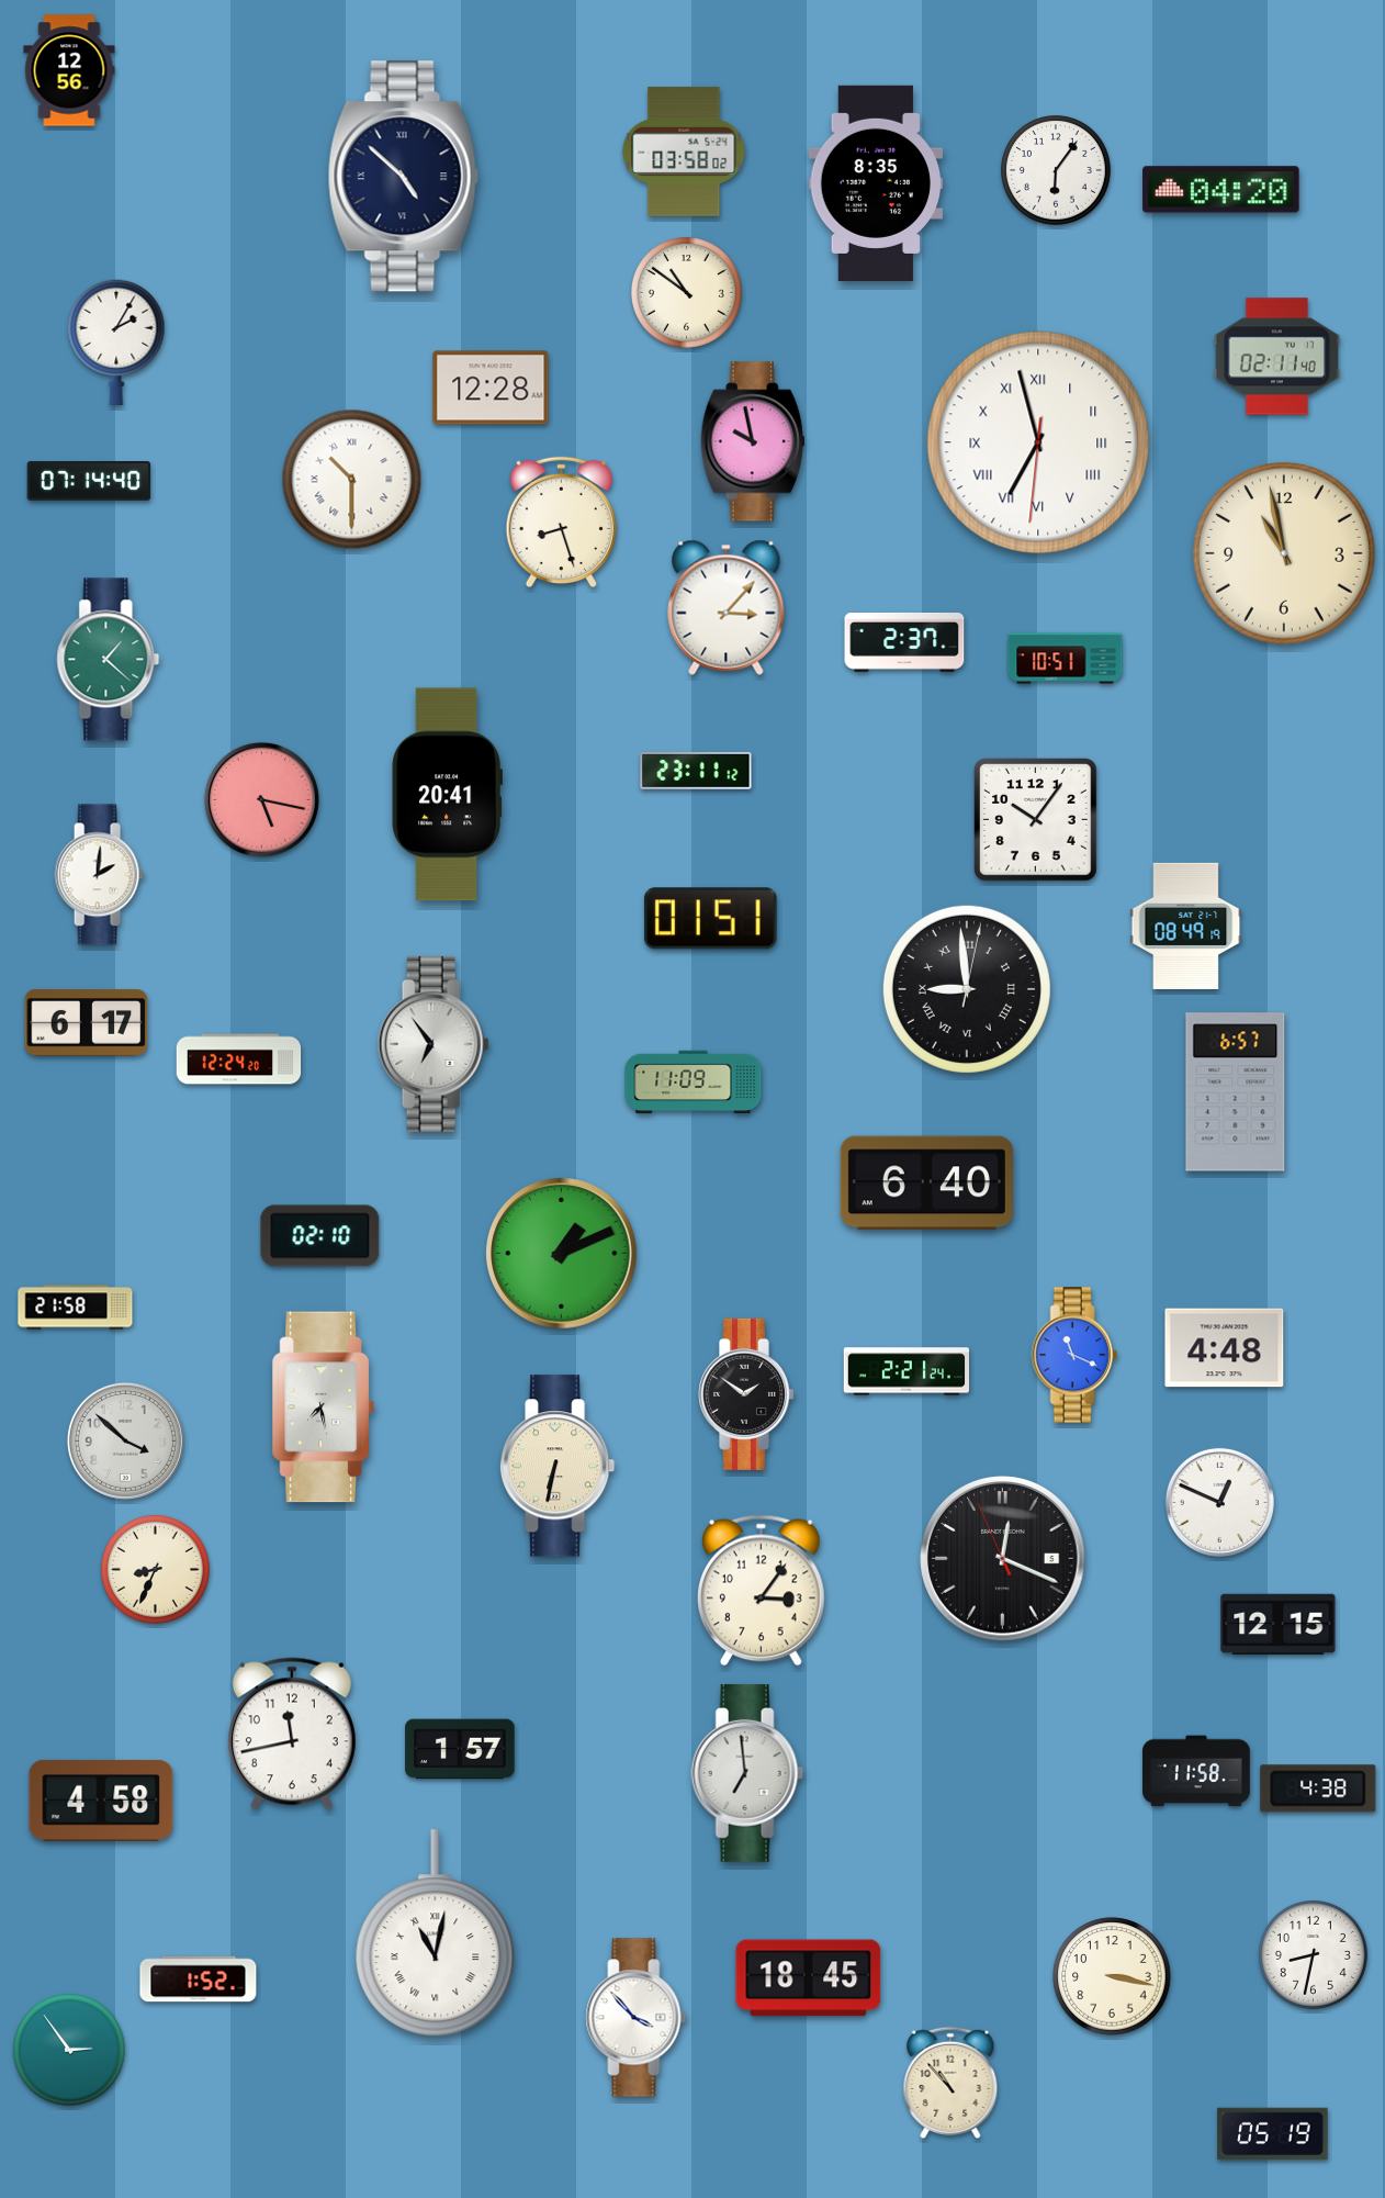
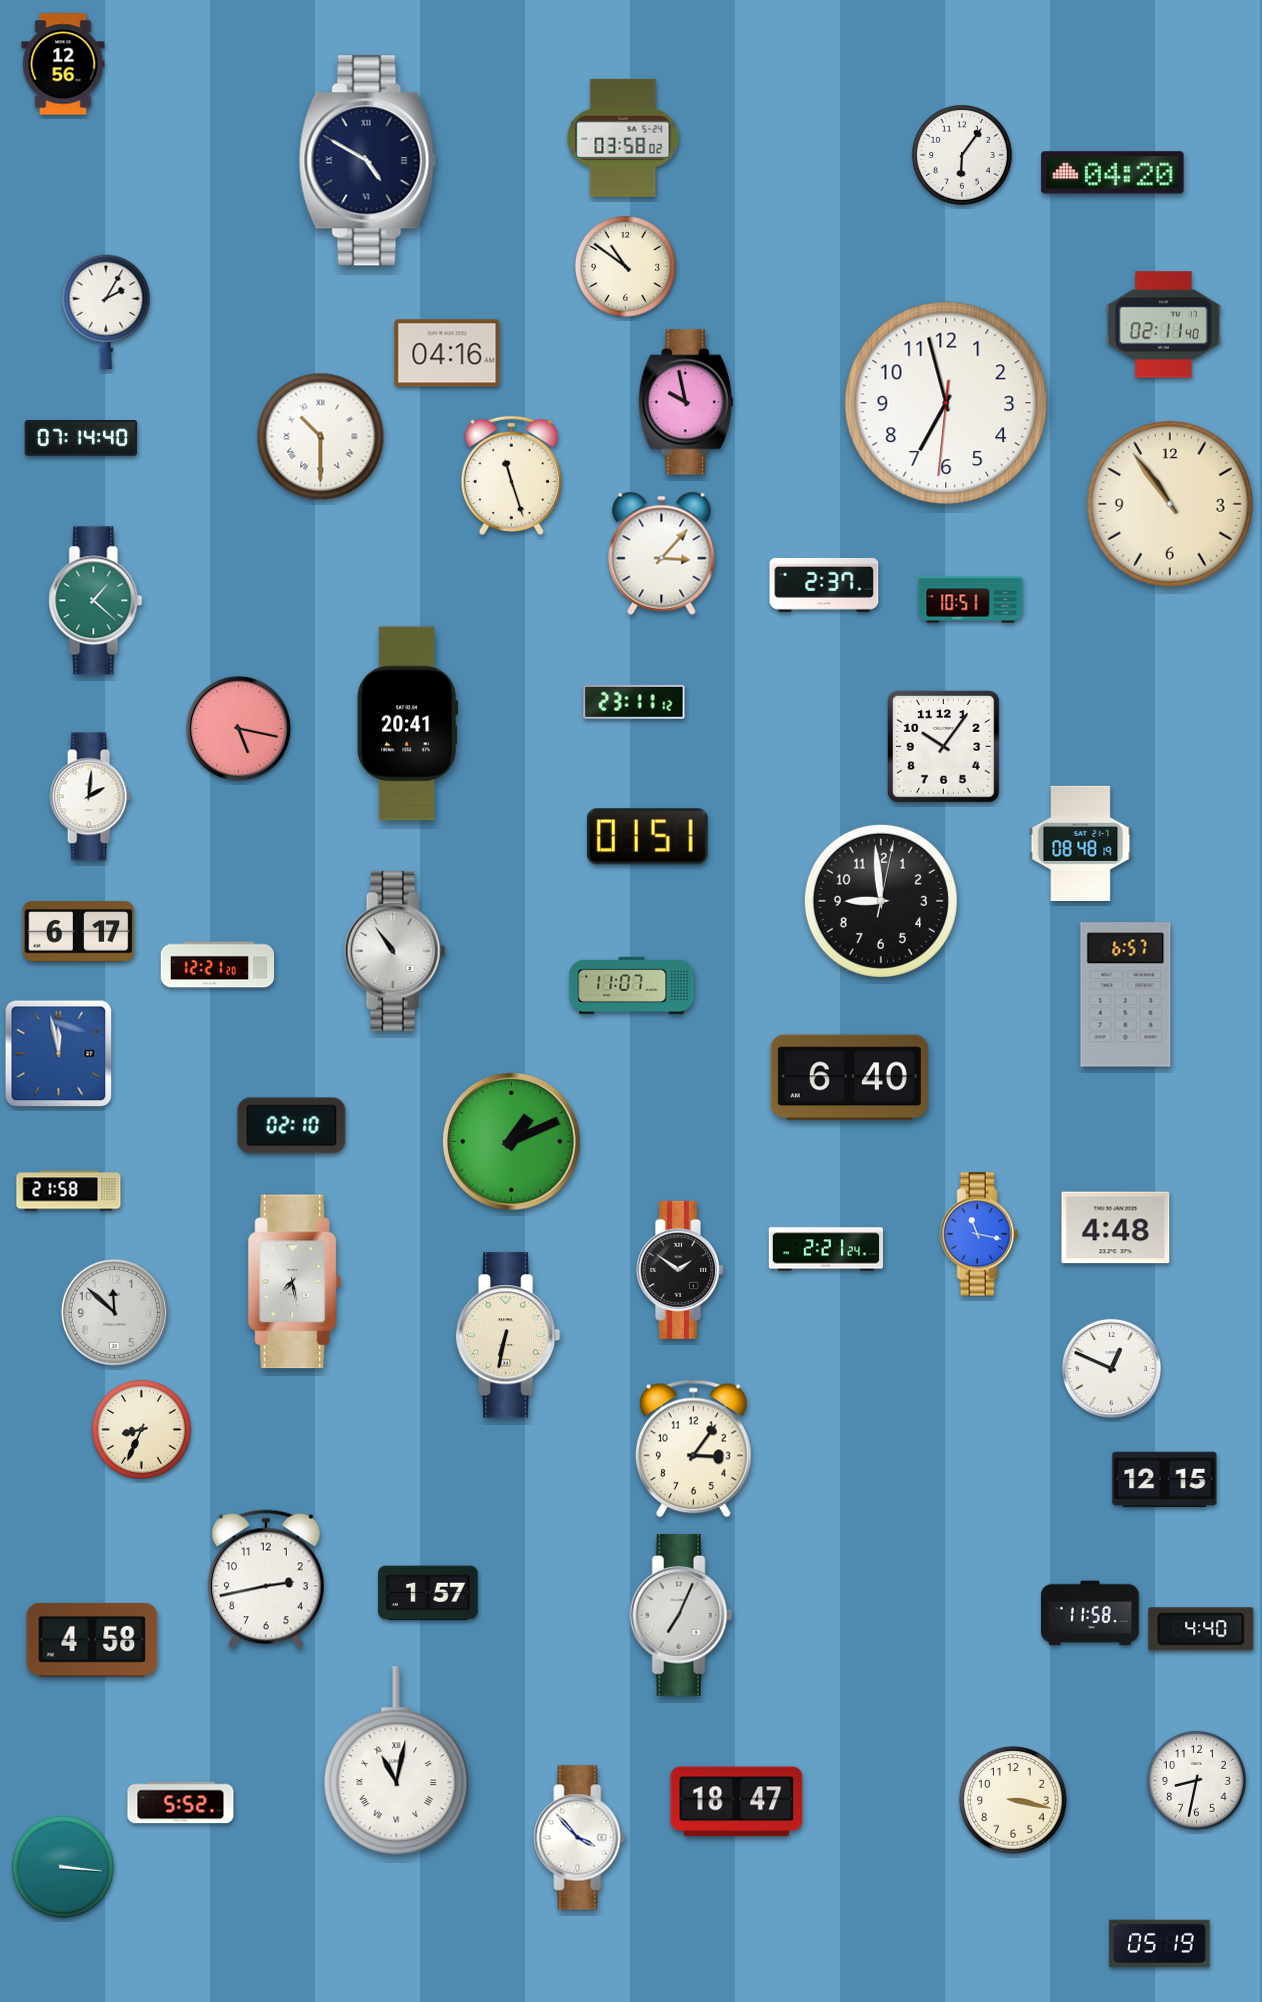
clock at (403, 177): 4:52 -> 4:50
clock at (876, 183): 8:35 -> none
clock at (491, 388): 12:28 -> 04:16
clock at (1038, 442) numerals: Roman -> Arabic
clock at (561, 523): 8:27 -> 11:27
clock at (1284, 553): 10:58 -> 10:54
clock at (109, 660) position: (109, 660) -> (96, 601)
clock at (1186, 926): 08:49 -> 08:48
clock at (967, 989) numerals: Roman -> Arabic
clock at (433, 1044): 6:54 -> 10:54
clock at (239, 1059): 12:24 -> 12:21
clock at (694, 1083): 11:09 -> 11:07
clock at (59, 1054): none -> 11:58
clock at (926, 1184) position: (926, 1184) -> (849, 1078)
clock at (1074, 1355): 11:19 -> 11:17
clock at (125, 1440): 3:52 -> 11:52
clock at (1003, 1559): 12:18 -> none
clock at (292, 1734): 11:43 -> 2:43
clock at (460, 1749) position: (460, 1749) -> (428, 1593)
clock at (747, 1773): 6:59 -> 7:04
clock at (1318, 1788): 4:38 -> 4:40
clock at (809, 1978): 18:45 -> 18:47
clock at (199, 1980): 1:52 -> 5:52
clock at (69, 2050): 2:54 -> 3:16
clock at (950, 2083): 10:53 -> none
